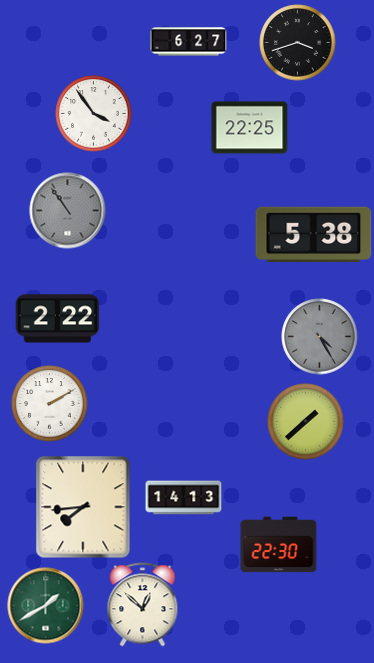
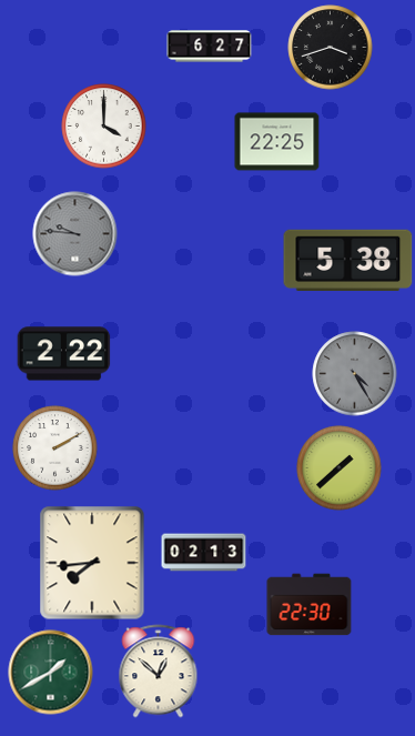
clock at (94, 114): 3:54 -> 4:00
clock at (68, 211): 10:54 -> 9:46
clock at (184, 498): 14:13 -> 02:13
